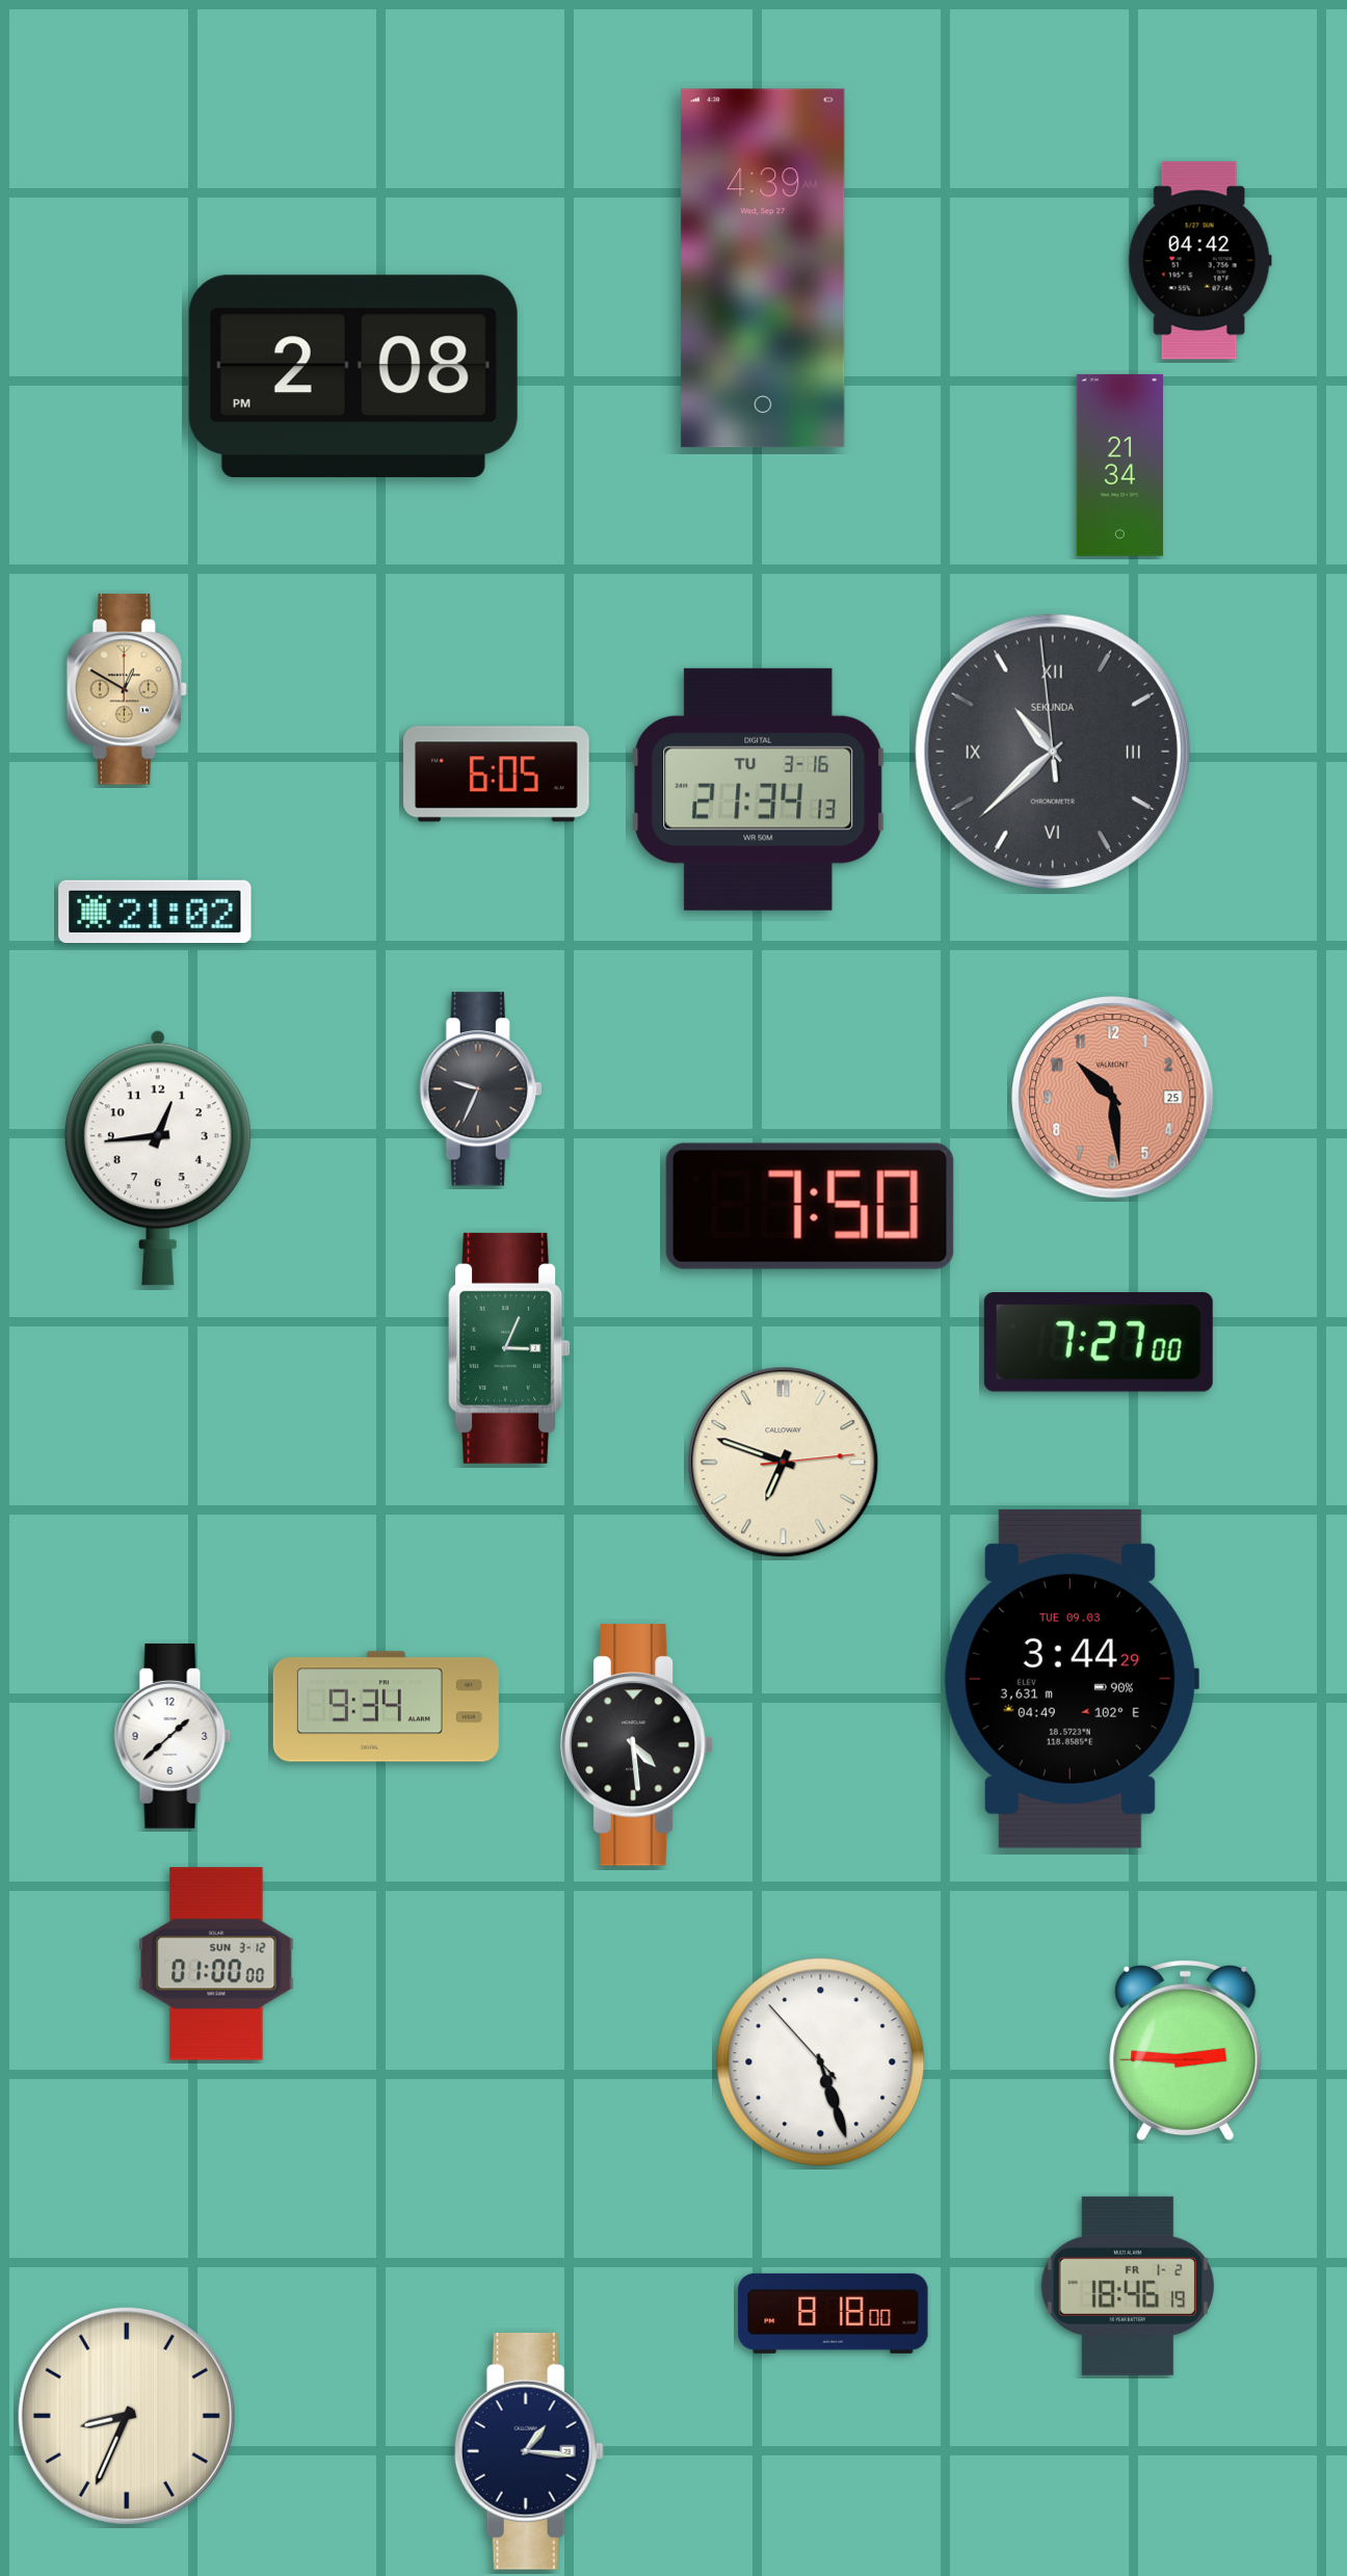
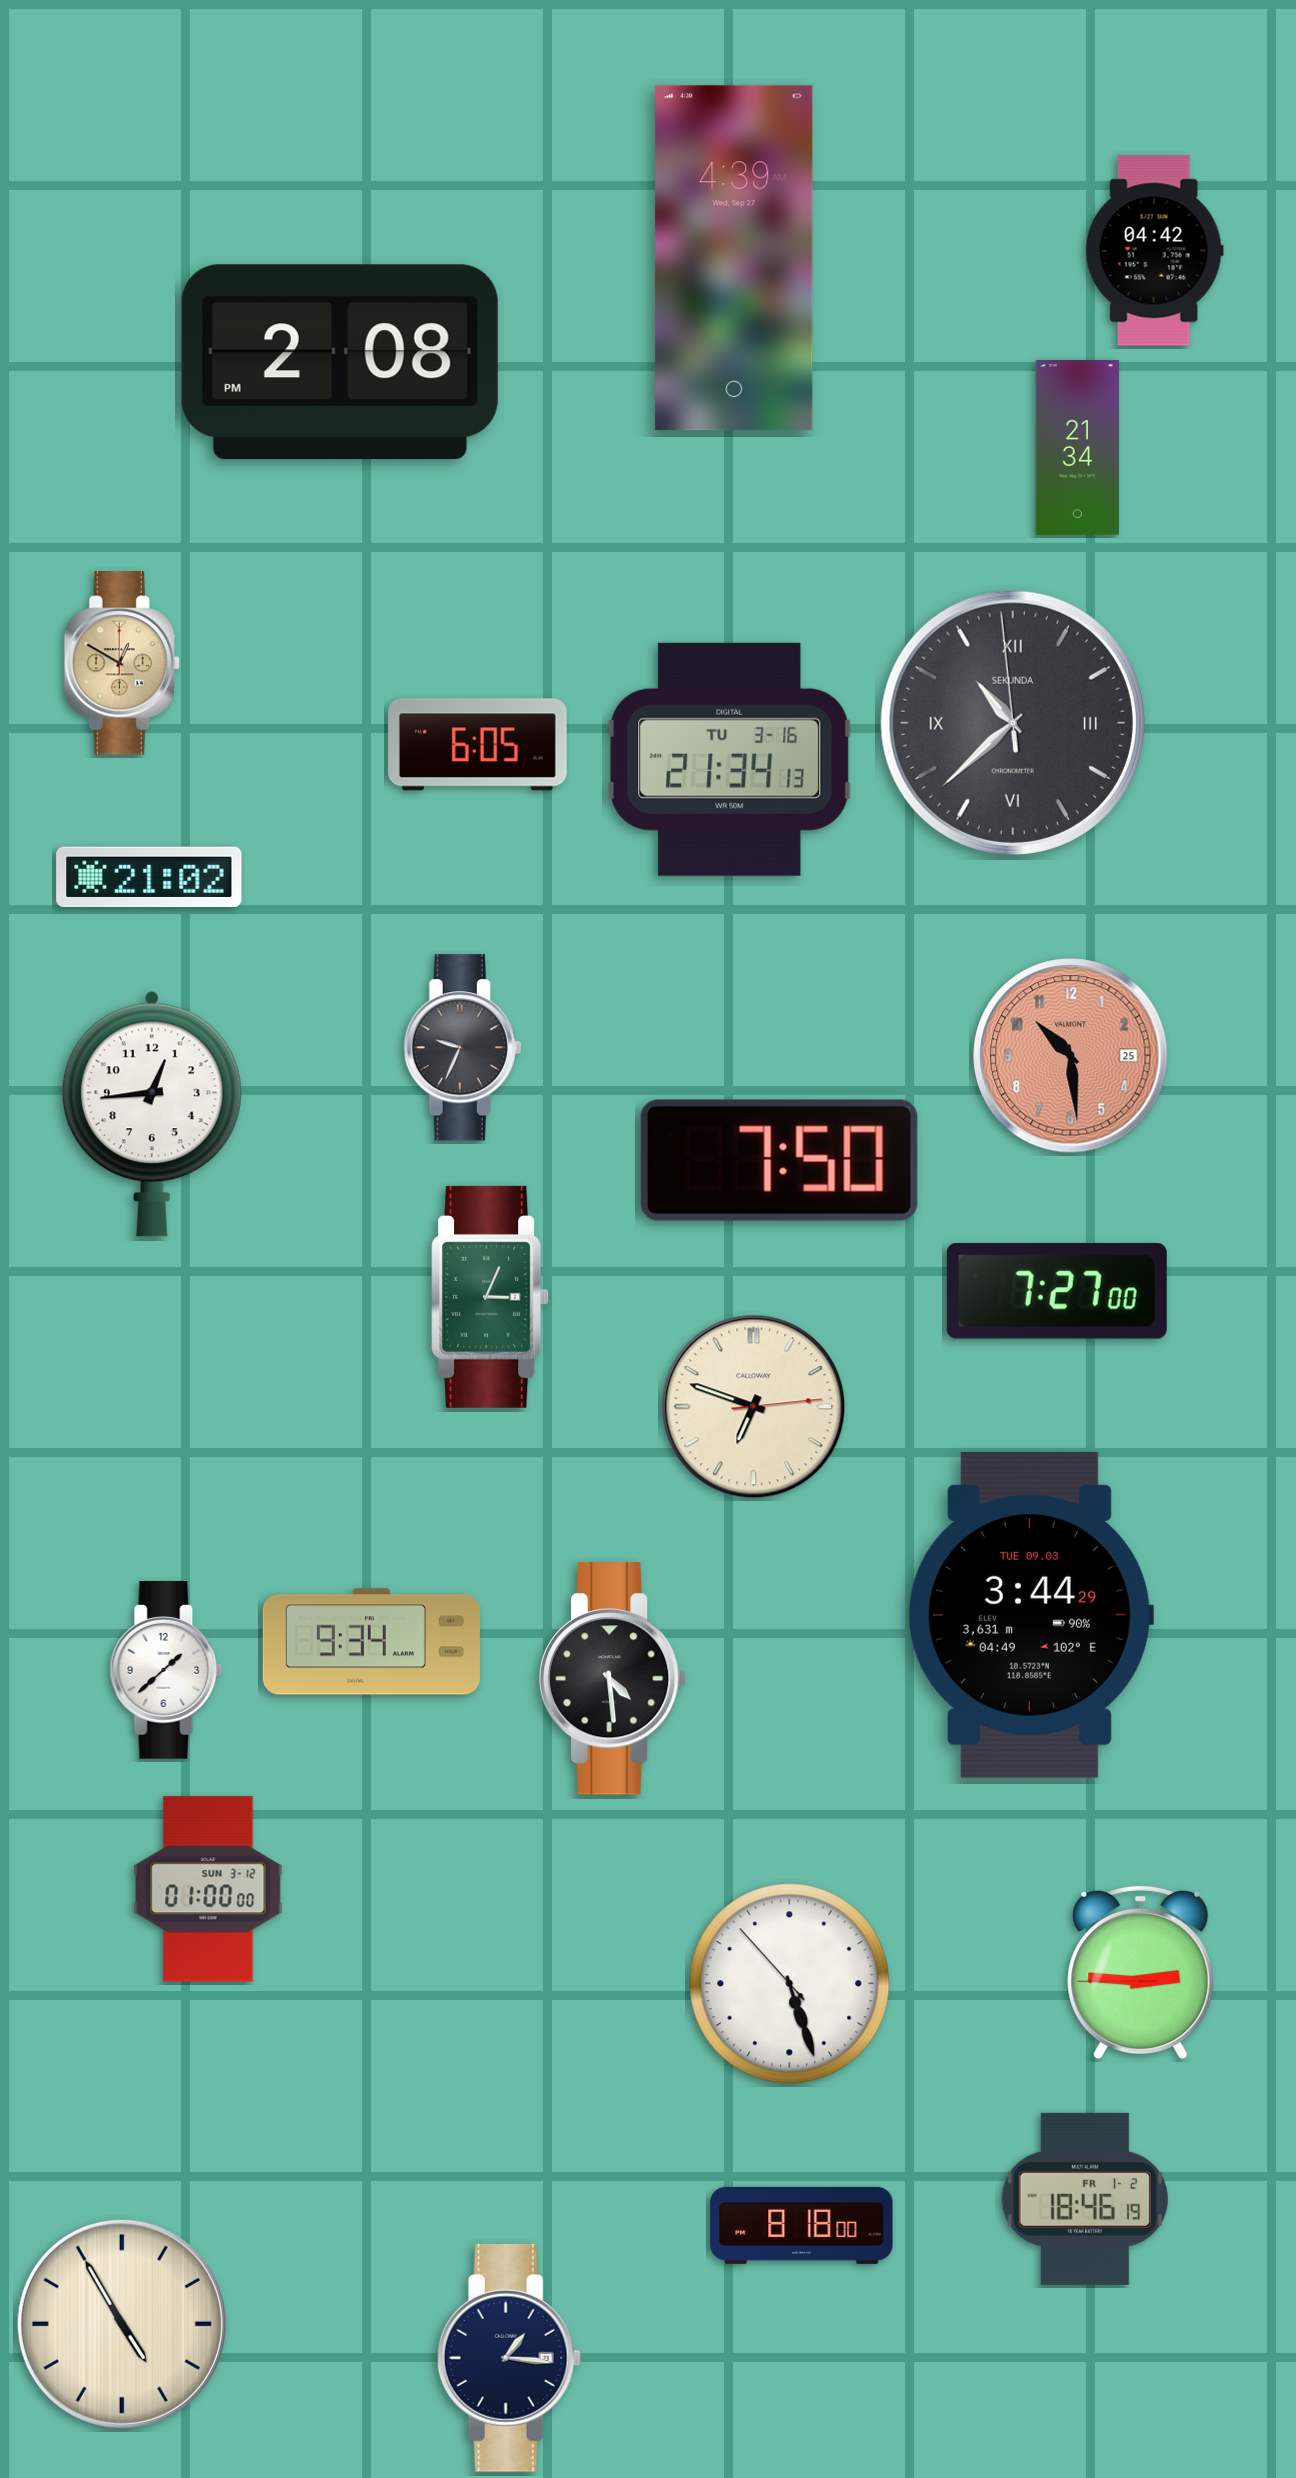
clock at (127, 2416): 8:34 -> 4:55
